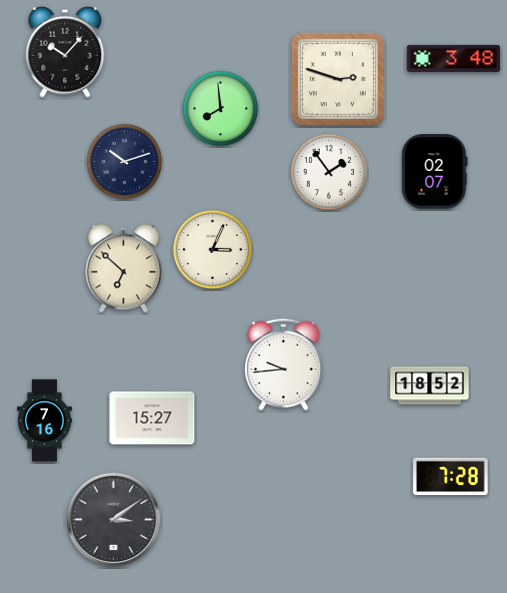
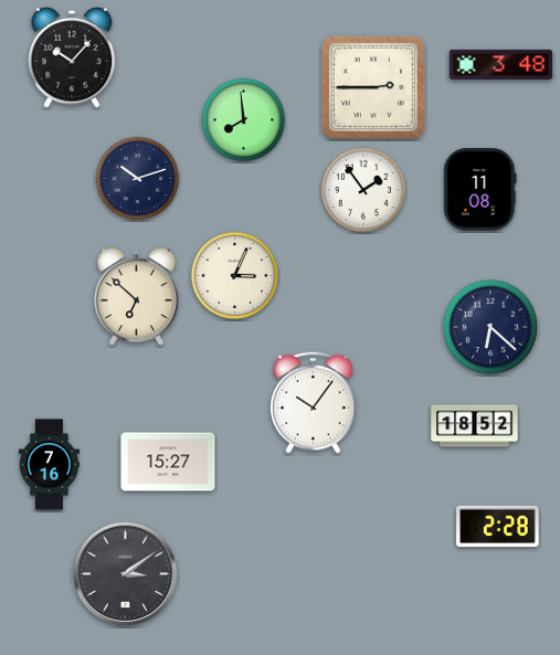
clock at (338, 79): 2:48 -> 2:45
clock at (435, 172): 02:07 -> 11:08
clock at (490, 327): none -> 6:22
clock at (284, 364): 9:44 -> 10:06
clock at (451, 477): 7:28 -> 2:28
